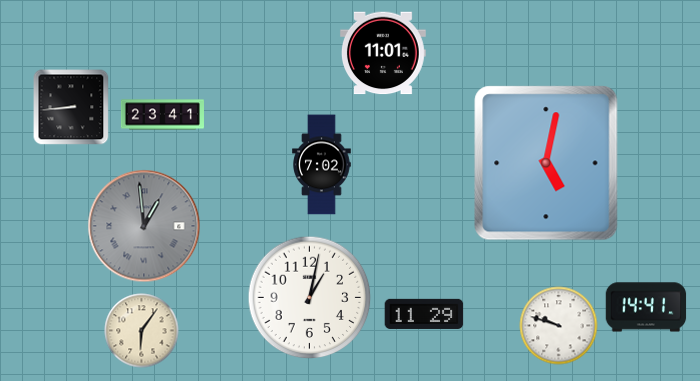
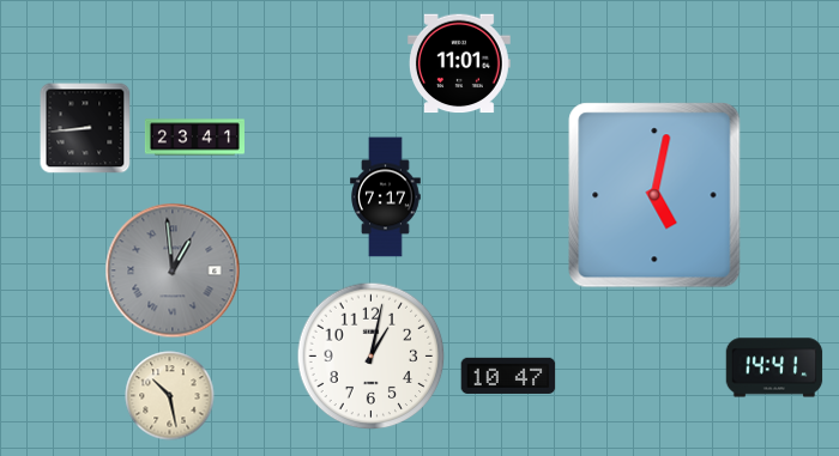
clock at (322, 165): 7:02 -> 7:17
clock at (424, 314): 11:29 -> 10:47
clock at (559, 326): 9:48 -> none
clock at (142, 331): 6:06 -> 10:28
